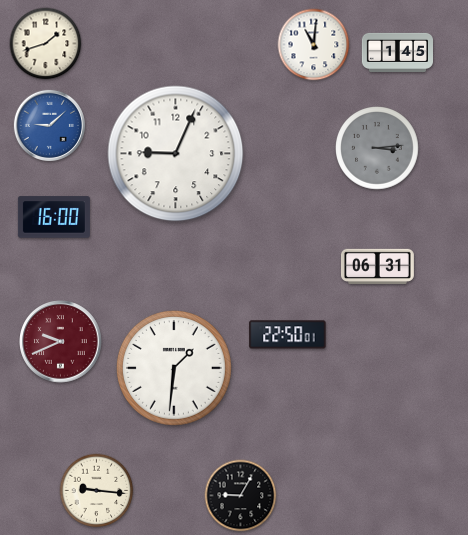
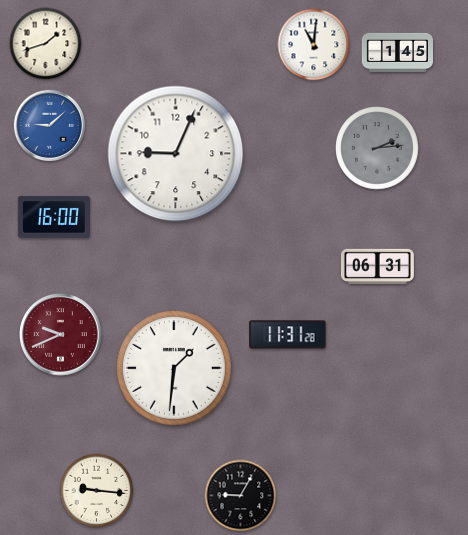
clock at (378, 149): 3:14 -> 2:14
clock at (288, 335): 22:50 -> 11:31
clock at (61, 342) position: (61, 342) -> (61, 335)
